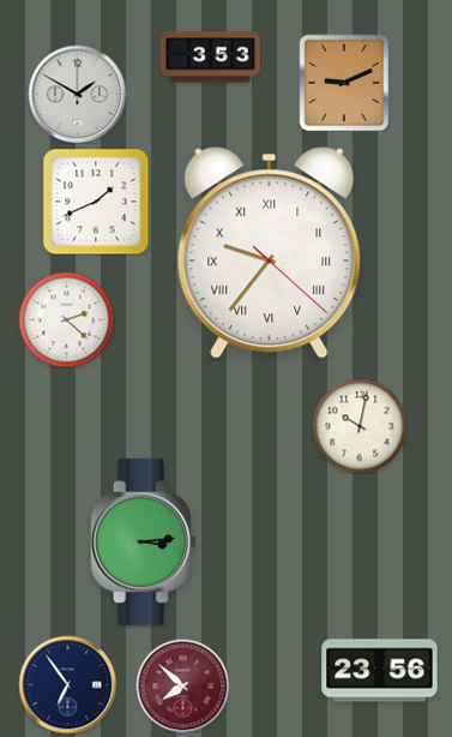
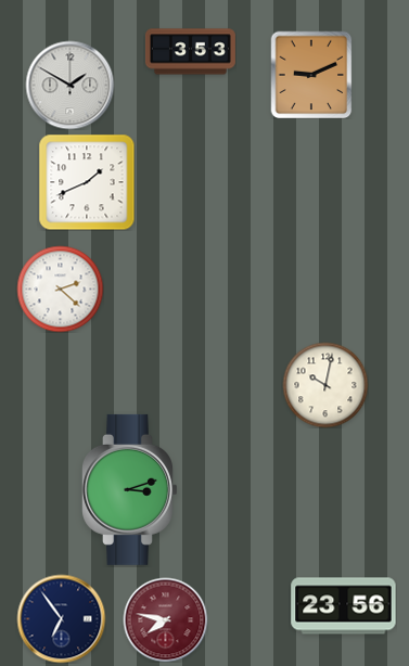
clock at (270, 253): 9:36 -> none
clock at (144, 541): 3:14 -> 3:12
clock at (182, 685): 7:52 -> 7:47
